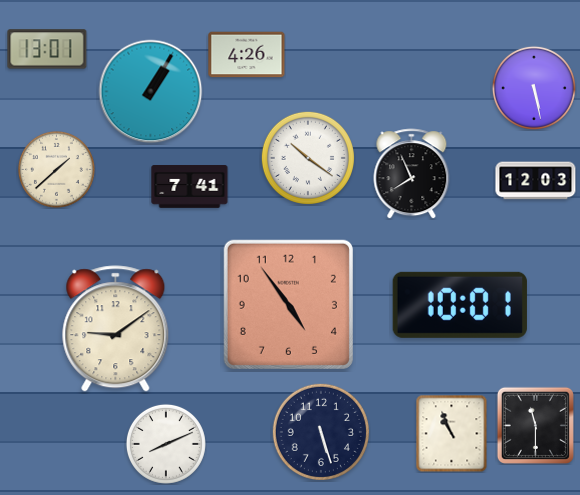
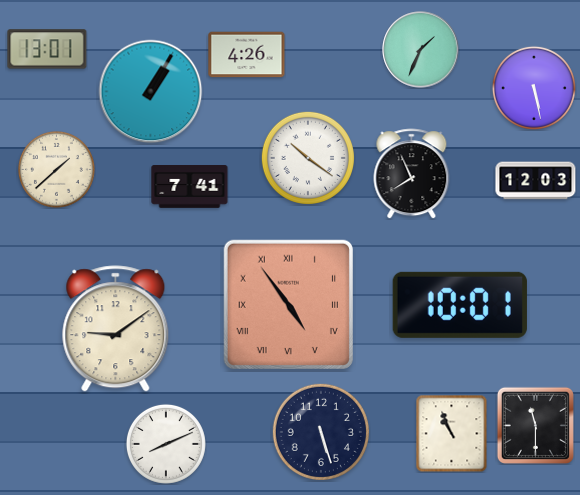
clock at (421, 50): none -> 1:34
clock at (288, 304) numerals: Arabic -> Roman
